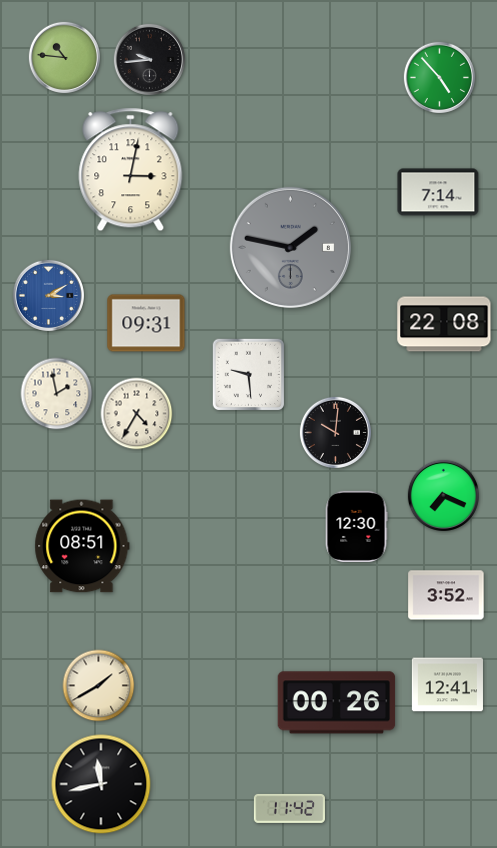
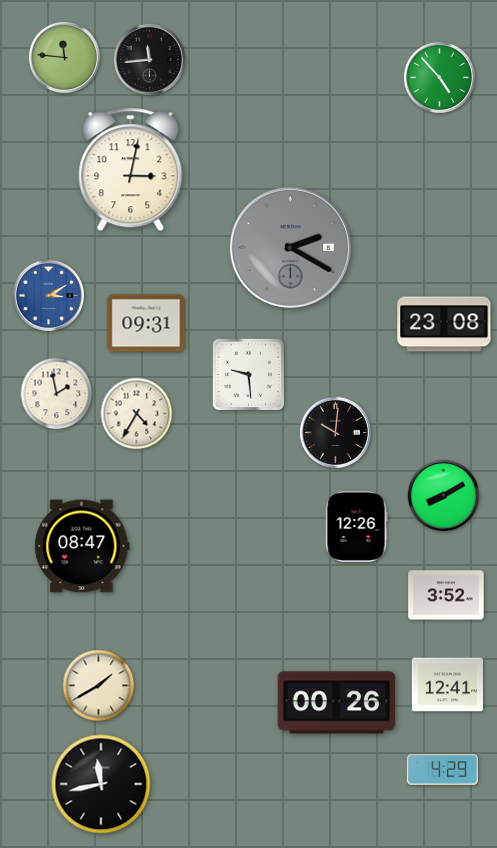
clock at (64, 57): 10:46 -> 11:46
clock at (149, 59): 9:44 -> 11:44
clock at (438, 192): 7:14 -> none
clock at (290, 247): 1:47 -> 2:20
clock at (444, 324): 22:08 -> 23:08
clock at (443, 495): 7:19 -> 8:10
clock at (356, 526): 12:30 -> 12:26
clock at (82, 546): 08:51 -> 08:47
clock at (442, 770): none -> 4:29
clock at (289, 808): 11:42 -> none
